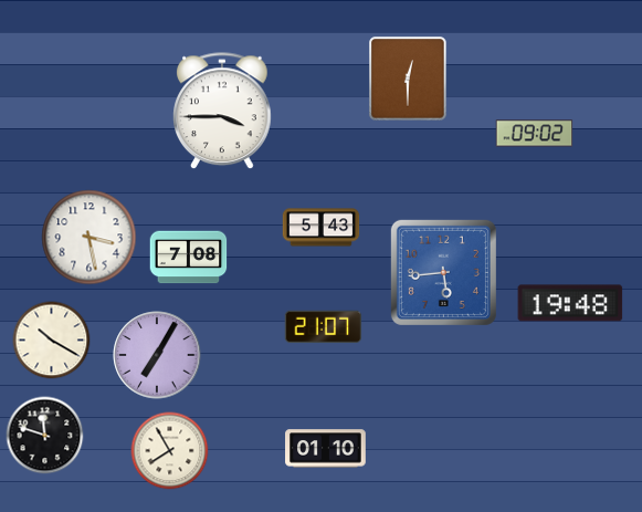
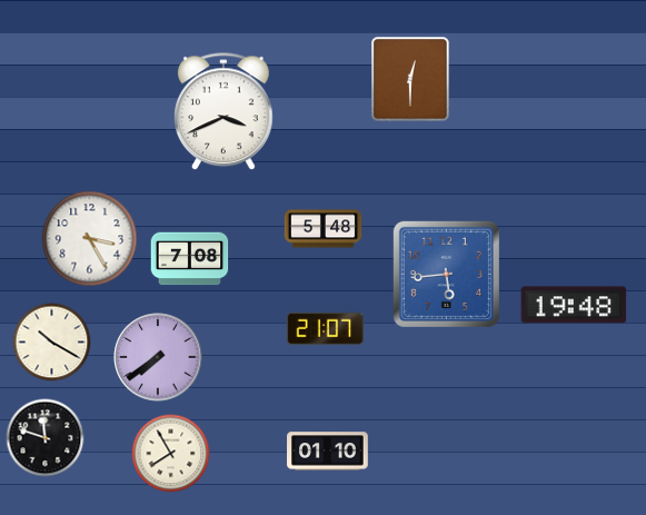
clock at (222, 112): 3:45 -> 3:41
clock at (535, 134): 09:02 -> none
clock at (322, 228): 5:43 -> 5:48
clock at (90, 238): 3:28 -> 3:25
clock at (157, 355): 7:05 -> 7:39
